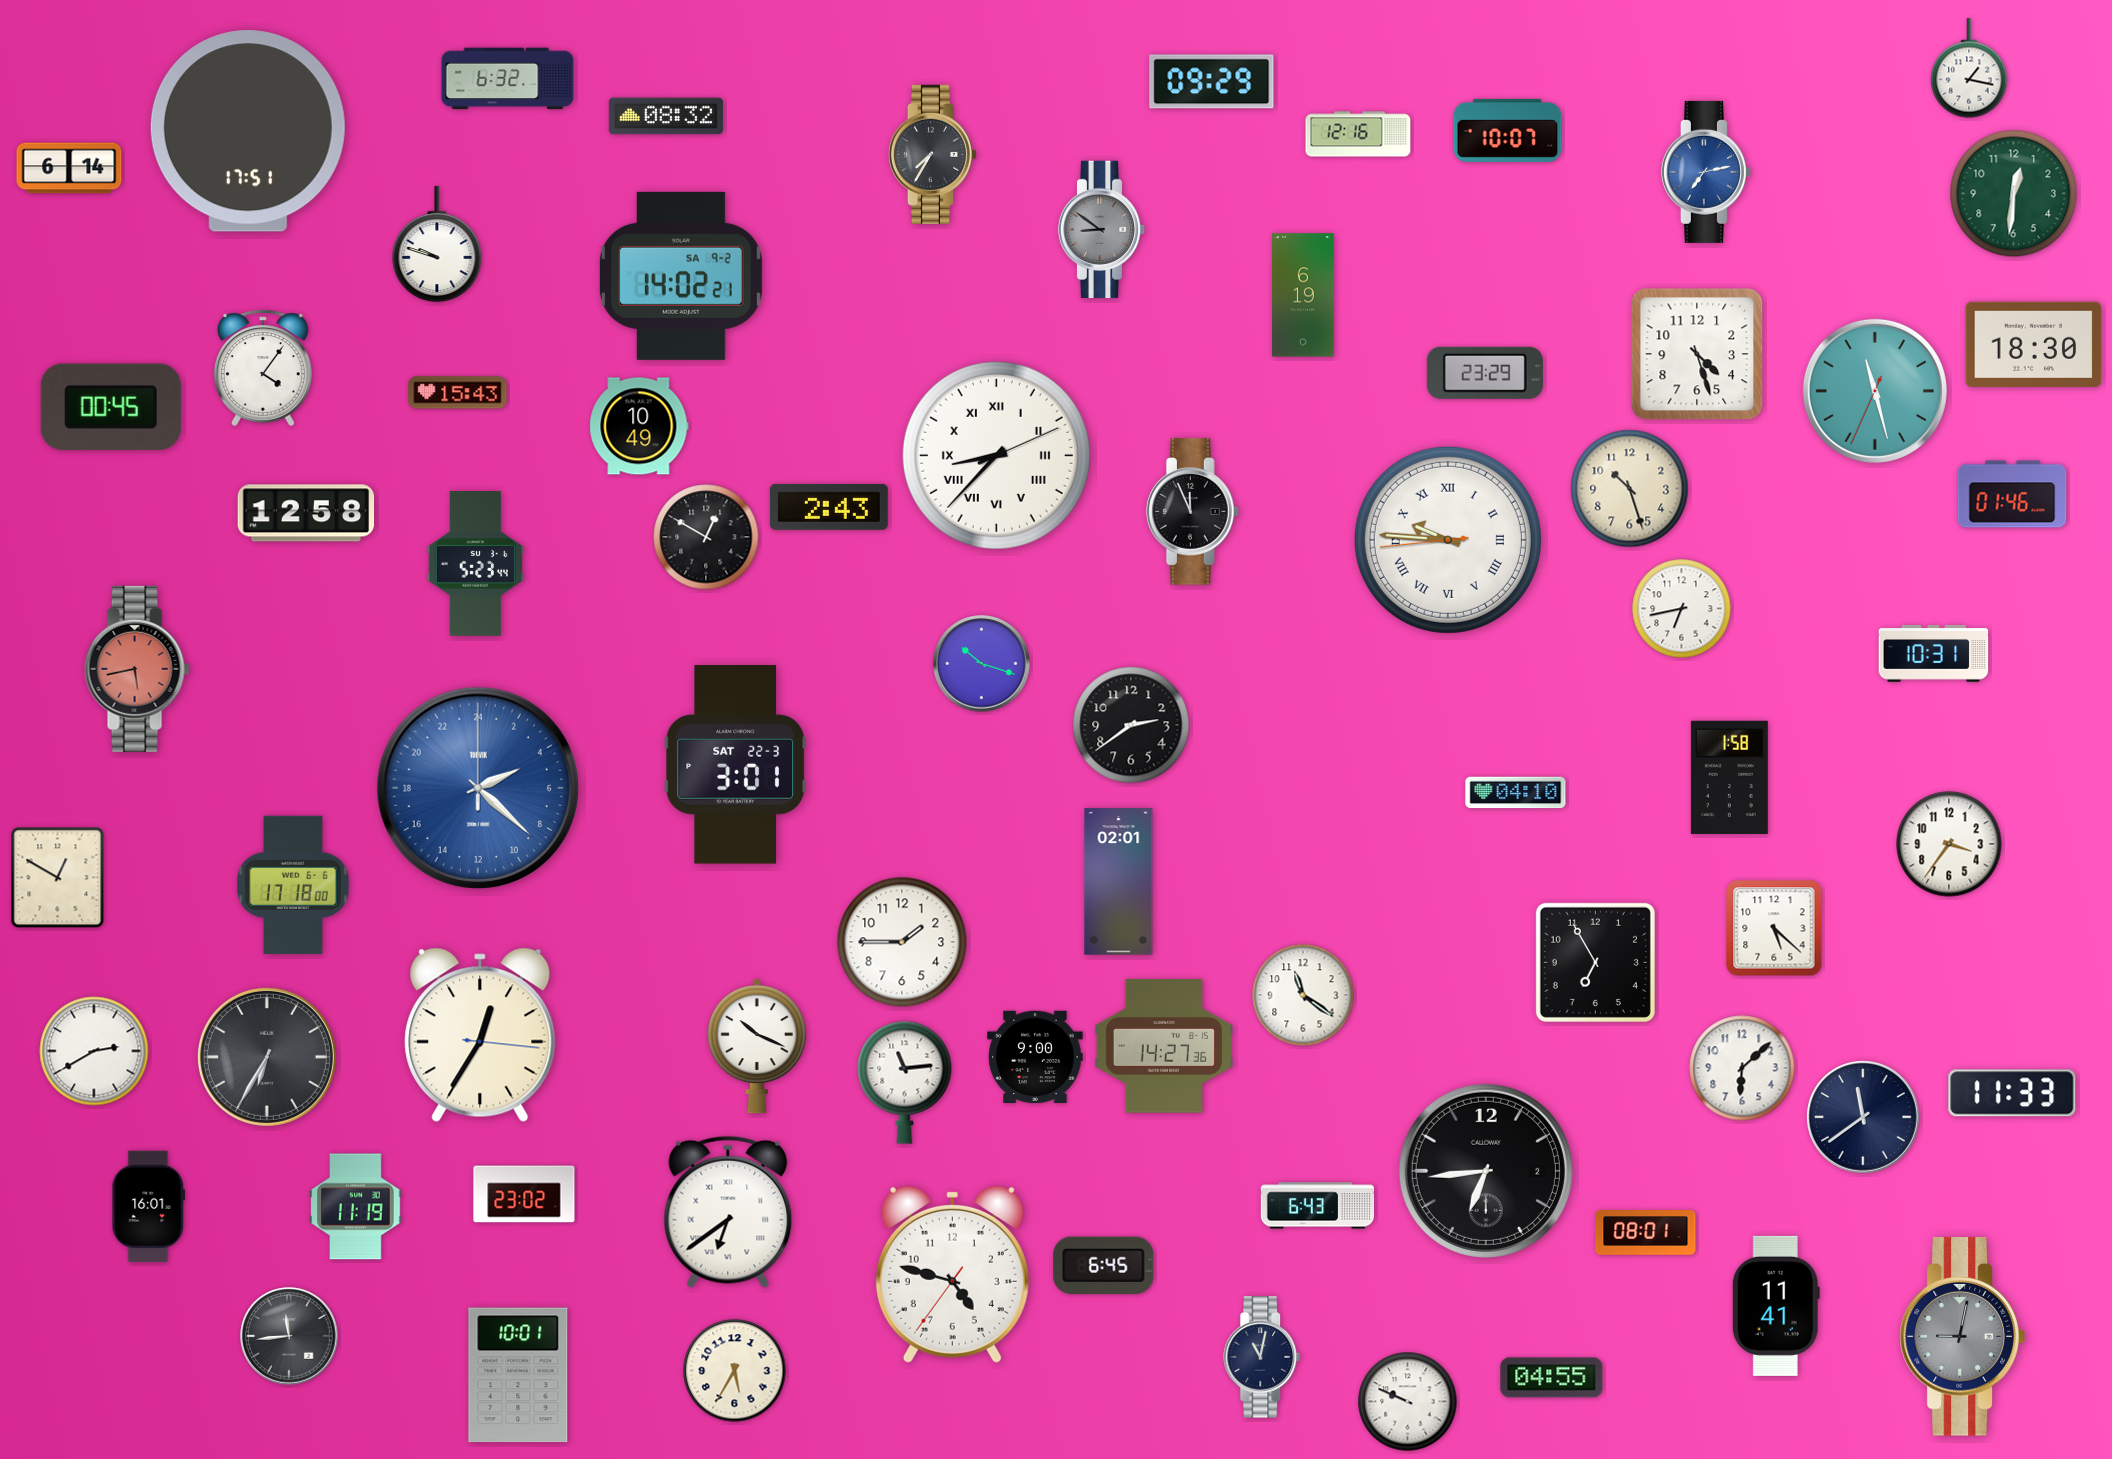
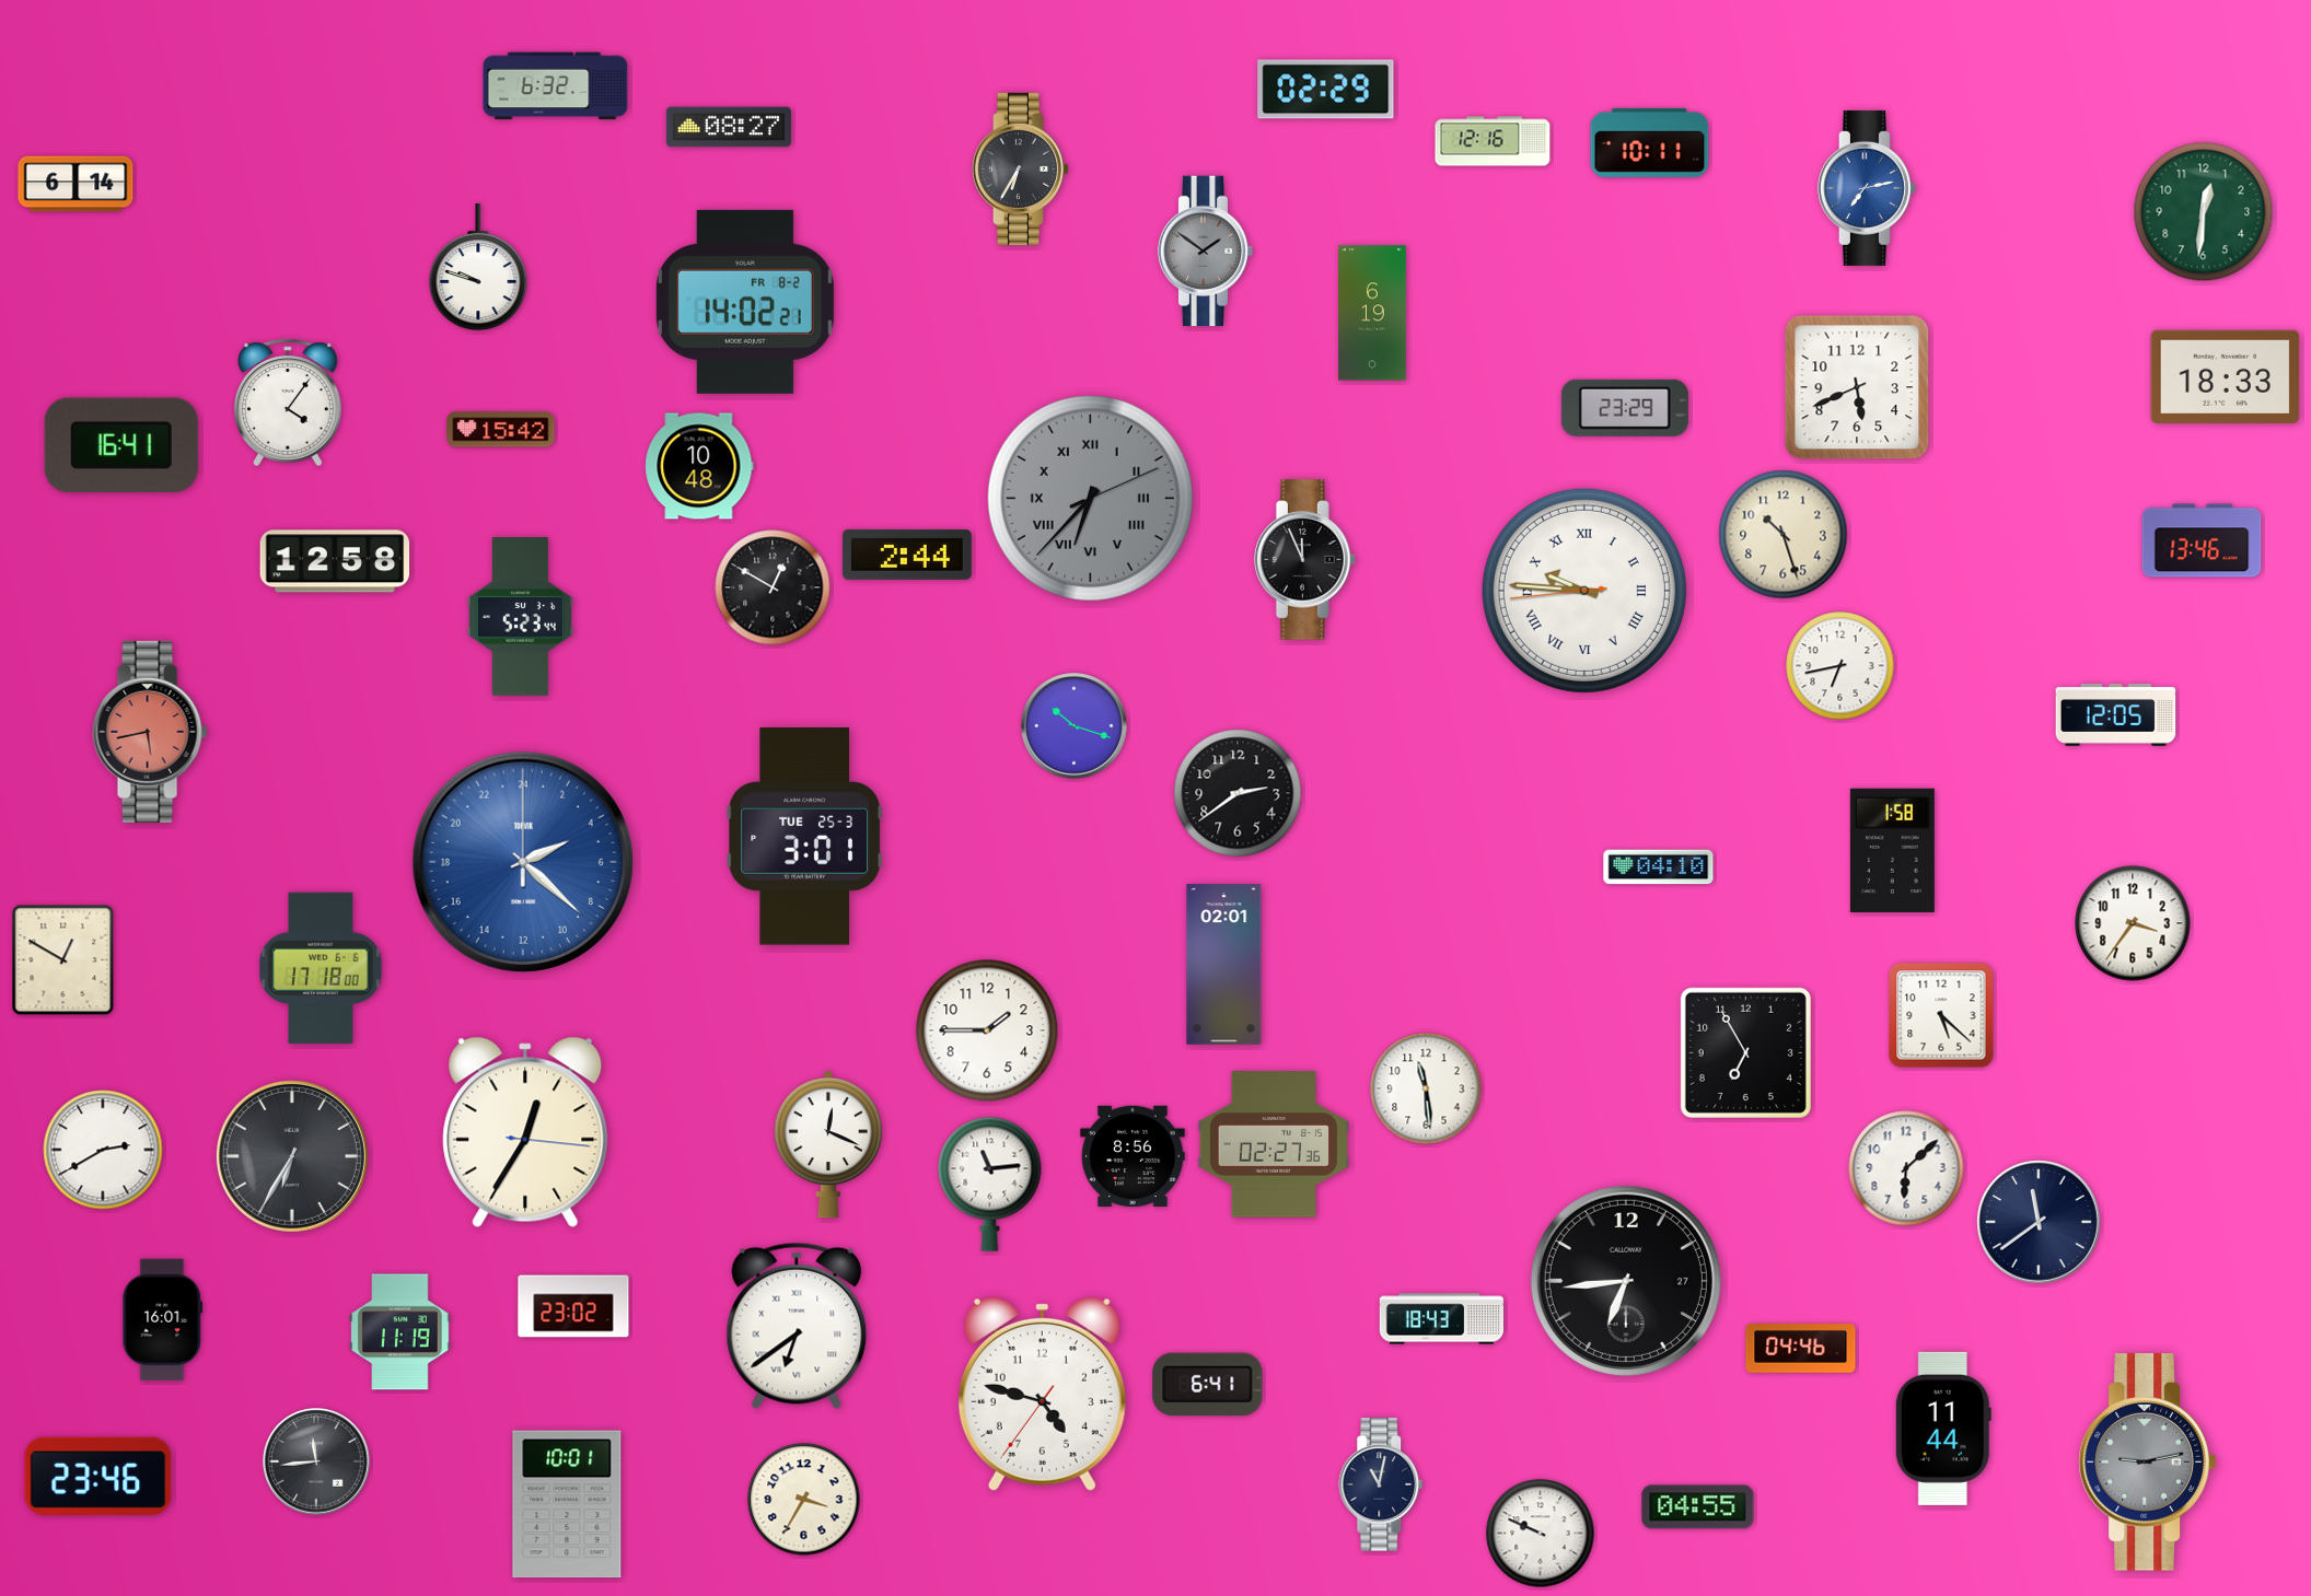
clock at (1969, 68): 1:17 -> none
clock at (1212, 82): 09:29 -> 02:29
clock at (666, 116): 08:32 -> 08:27
clock at (1508, 130): 10:07 -> 10:11
clock at (248, 131): 17:51 -> none
clock at (1358, 134) position: (1358, 134) -> (1493, 141)
clock at (932, 154): 7:35 -> 6:35
clock at (1102, 230): 8:51 -> 1:51
clock at (681, 276) date: SA 9-2 -> FR 8-2
clock at (1303, 295) position: (1303, 295) -> (1372, 313)
clock at (2034, 344): 18:30 -> 18:33
clock at (1697, 354): 4:27 -> 5:41
clock at (1875, 391): 11:27 -> none
clock at (458, 393): 15:43 -> 15:42
clock at (111, 407): 00:45 -> 16:41
clock at (639, 426): 10:49 -> 10:48
clock at (996, 455): 8:37 -> 6:37
clock at (996, 455) dial: white -> grey
clock at (2012, 494): 01:46 -> 13:46
clock at (829, 507): 2:43 -> 2:44
clock at (1934, 653): 10:31 -> 12:05
clock at (735, 765) date: SAT 22-3 -> TUE 25-3
clock at (1303, 995): 11:21 -> 11:29
clock at (1163, 1046): 14:27 -> 02:27
clock at (757, 1047): 10:19 -> 12:19
clock at (1035, 1057): 9:00 -> 8:56
clock at (2012, 1093): 11:33 -> none
clock at (1486, 1171) date: 2 -> 27
clock at (1317, 1206): 6:43 -> 18:43
clock at (356, 1207) position: (356, 1207) -> (400, 1332)
clock at (1646, 1233): 08:01 -> 04:46
clock at (1104, 1266): 6:45 -> 6:41
clock at (1776, 1306): 11:41 -> 11:44
clock at (1962, 1337): 9:02 -> 9:13
clock at (98, 1476): none -> 23:46
clock at (735, 1371): 5:35 -> 3:35
